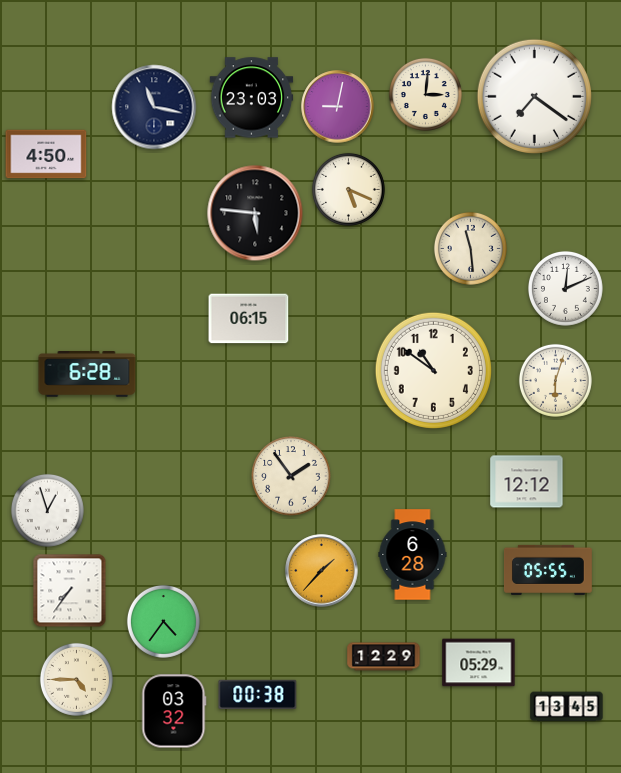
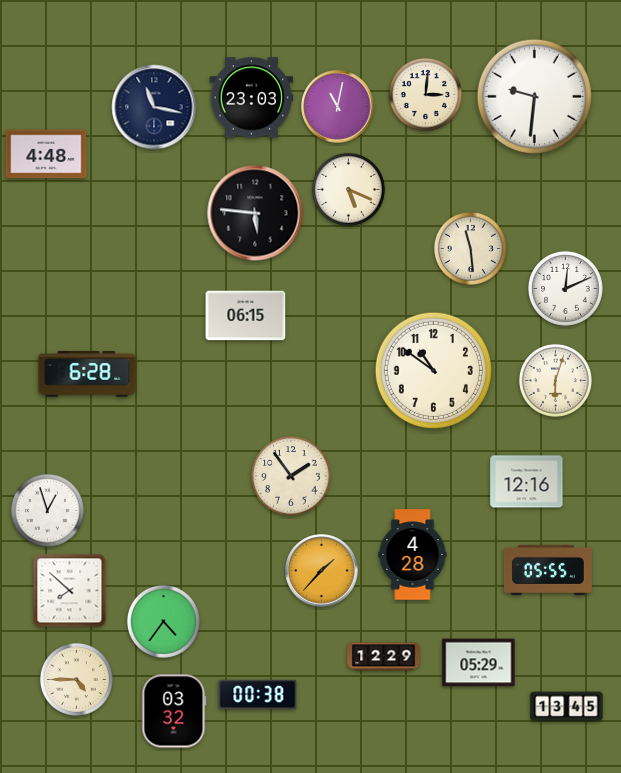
clock at (534, 96): 7:21 -> 9:31
clock at (338, 107): 9:02 -> 11:02
clock at (46, 154): 4:50 -> 4:48
clock at (249, 319) position: (249, 319) -> (246, 316)
clock at (527, 482): 12:12 -> 12:16
clock at (413, 555): 6:28 -> 4:28
clock at (70, 591): 7:36 -> 7:52
